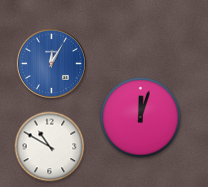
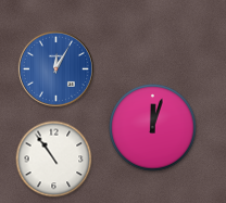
clock at (50, 147): 10:50 -> 10:54
